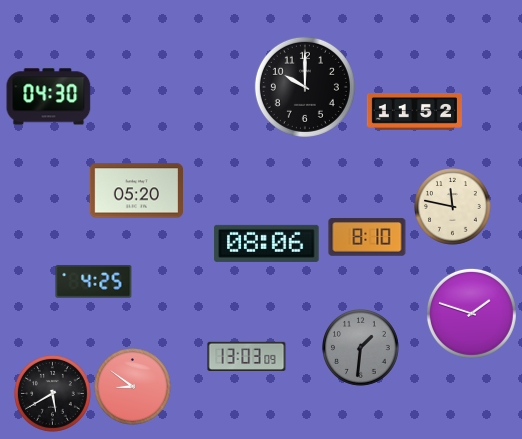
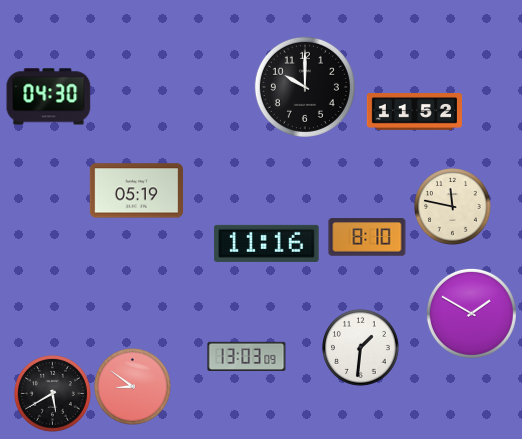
clock at (136, 191): 05:20 -> 05:19
clock at (267, 243): 08:06 -> 11:16
clock at (94, 281): 4:25 -> none
clock at (471, 313): 1:48 -> 1:50
clock at (361, 348) dial: grey -> white
